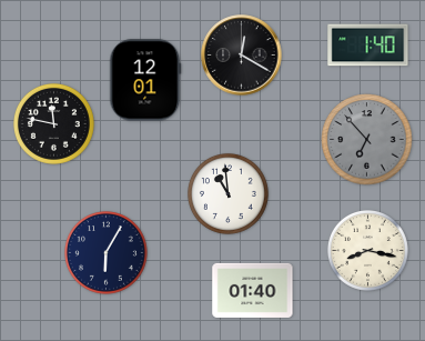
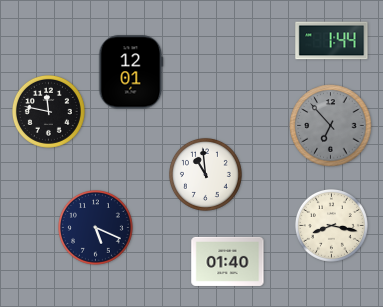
clock at (368, 46): 1:40 -> 1:44
clock at (242, 56): 12:20 -> none
clock at (107, 253): 6:05 -> 5:19
